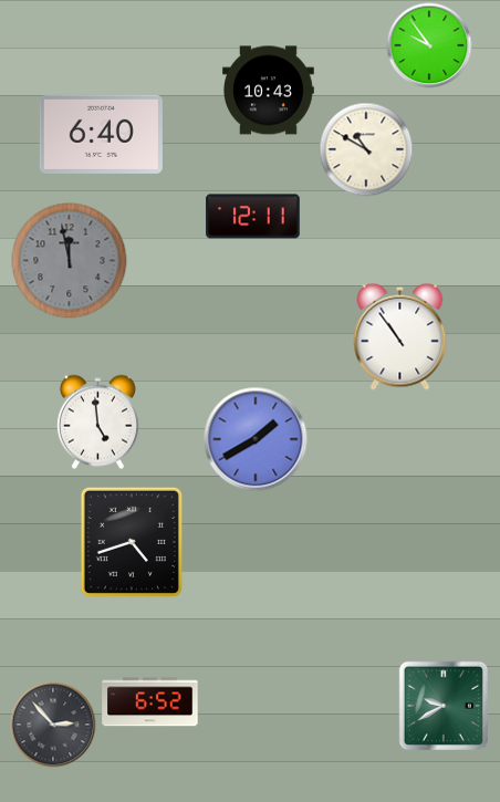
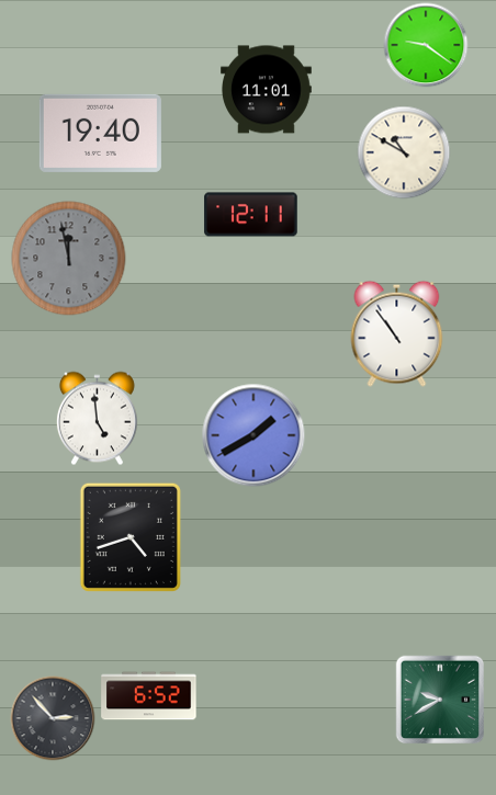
clock at (429, 45): 9:54 -> 9:21
clock at (269, 91): 10:43 -> 11:01
clock at (101, 134): 6:40 -> 19:40
clock at (366, 149) position: (366, 149) -> (404, 152)
